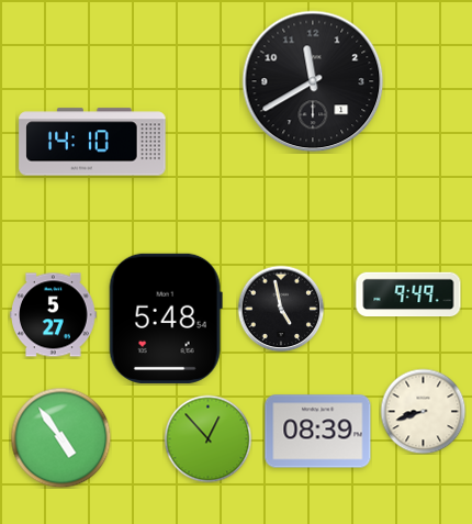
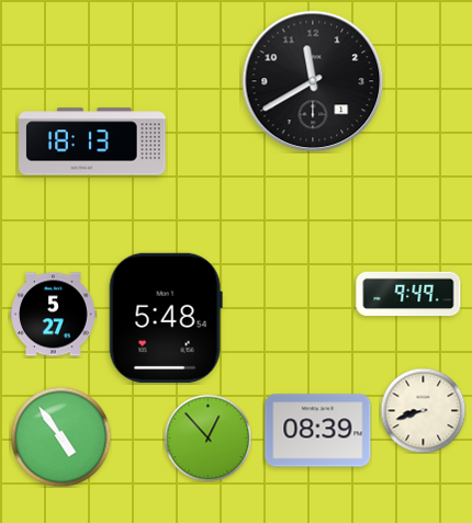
clock at (92, 142): 14:10 -> 18:13
clock at (281, 309): 4:58 -> none
